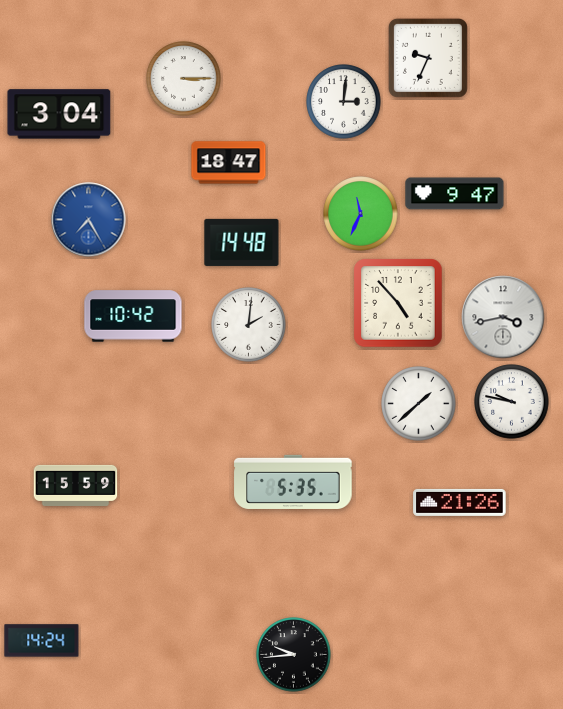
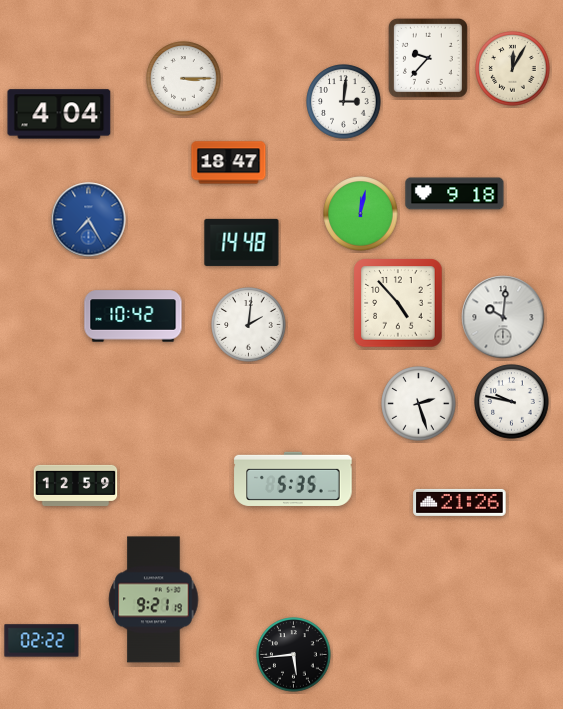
clock at (428, 58): 9:34 -> 9:37
clock at (513, 69): none -> 12:05
clock at (59, 114): 3:04 -> 4:04
clock at (455, 194): 9:47 -> 9:18
clock at (361, 214): 11:34 -> 12:02
clock at (503, 317): 3:43 -> 10:01
clock at (419, 404): 1:38 -> 2:27
clock at (293, 482) position: (293, 482) -> (293, 479)
clock at (76, 485): 15:59 -> 12:59
clock at (154, 600): none -> 9:21
clock at (42, 641): 14:24 -> 02:22
clock at (294, 655): 9:44 -> 5:44
